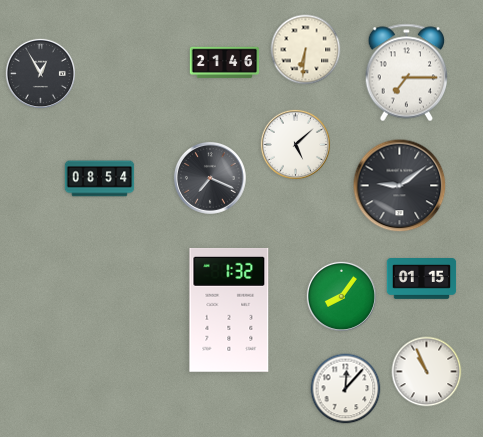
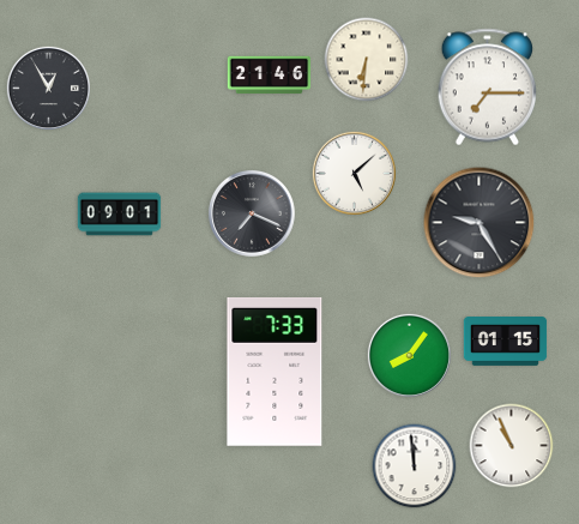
clock at (100, 179): 08:54 -> 09:01
clock at (400, 186): 9:09 -> 9:25
clock at (422, 279) position: (422, 279) -> (506, 342)
clock at (229, 310): 1:32 -> 7:33
clock at (346, 389): 12:07 -> 11:59
